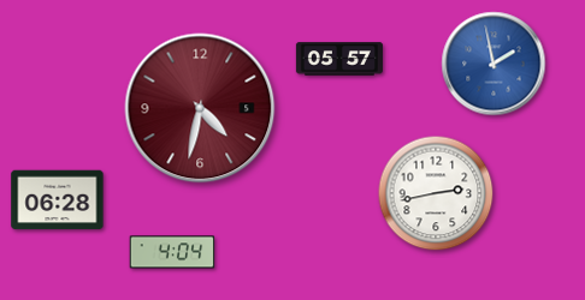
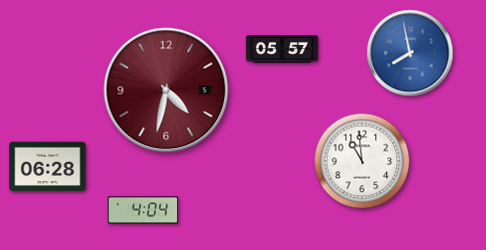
clock at (494, 64): 1:58 -> 7:58
clock at (436, 193): 2:43 -> 10:59
